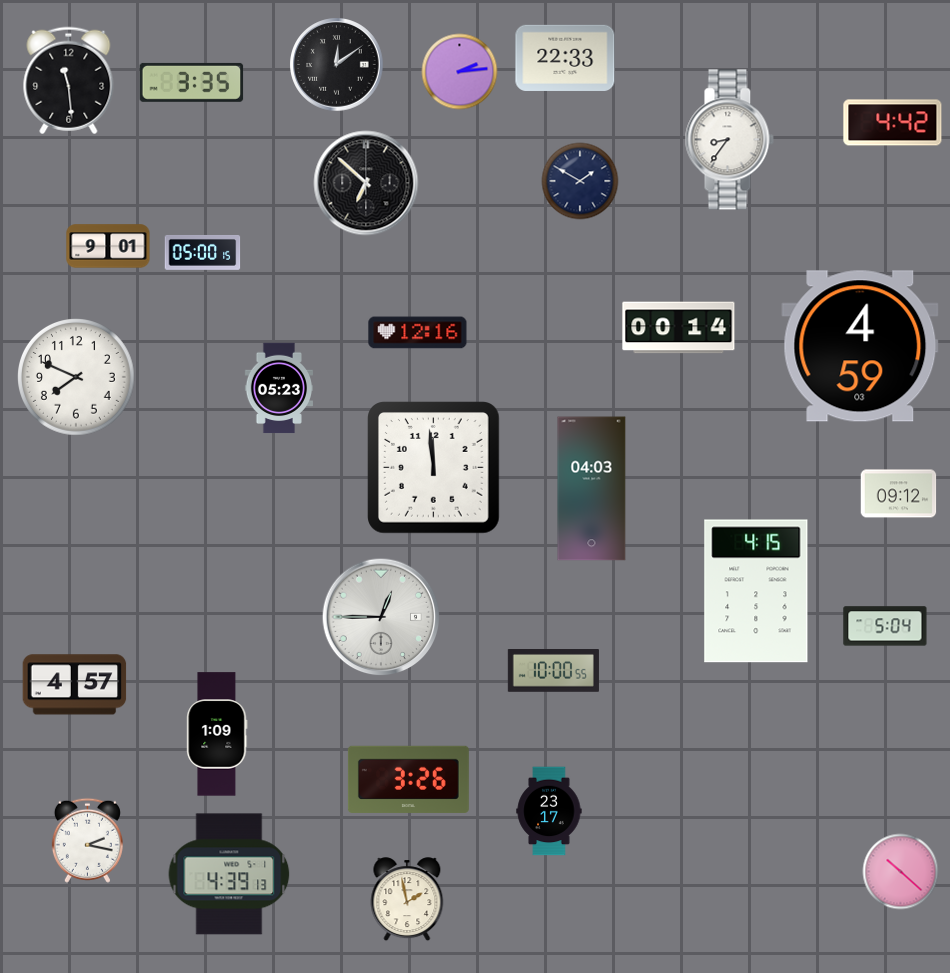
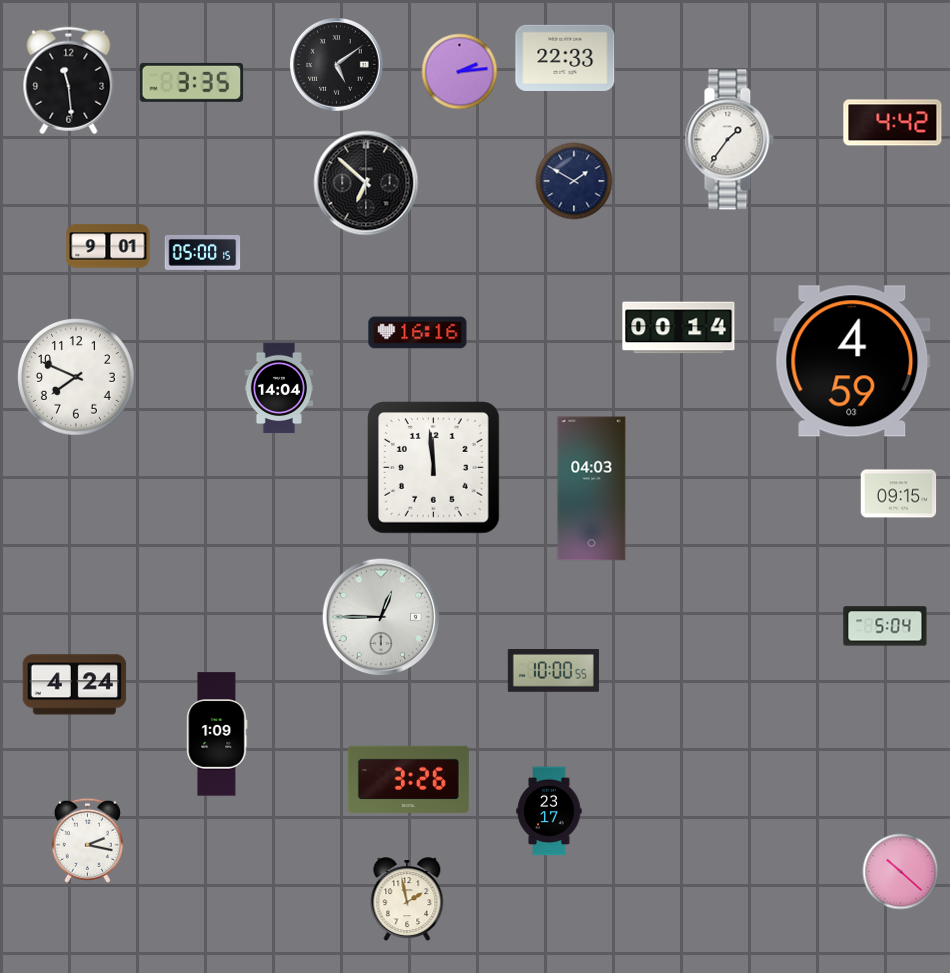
clock at (337, 65): 12:09 -> 5:09
clock at (729, 140): 8:36 -> 1:36
clock at (580, 181) position: (580, 181) -> (574, 181)
clock at (418, 333): 12:16 -> 16:16
clock at (860, 346) position: (860, 346) -> (852, 361)
clock at (278, 388): 05:23 -> 14:04
clock at (899, 494): 09:12 -> 09:15
clock at (756, 591): 4:15 -> none
clock at (75, 685): 4:57 -> 4:24
clock at (229, 874): 4:39 -> none
